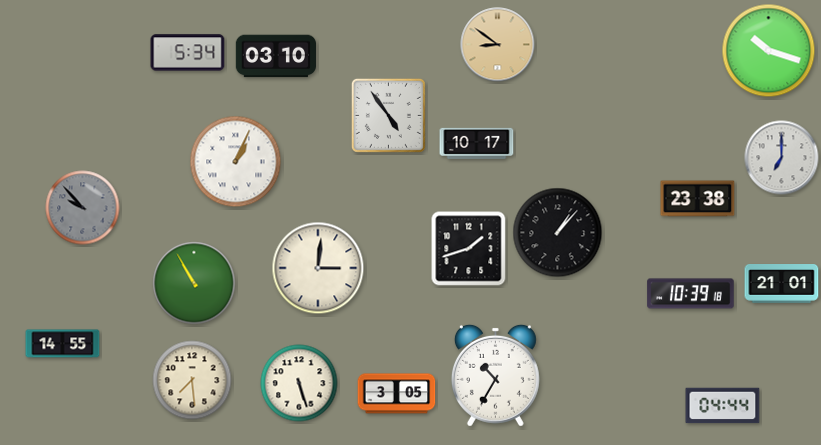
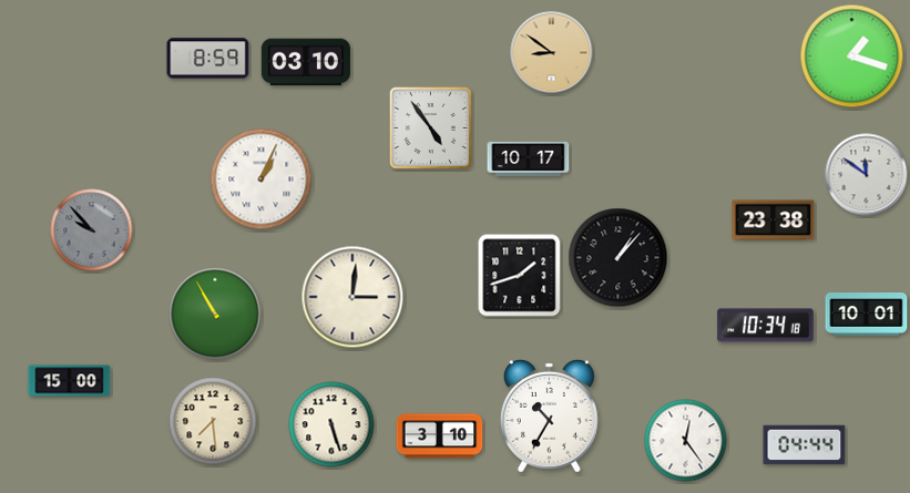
clock at (498, 45) position: (498, 45) -> (552, 53)
clock at (769, 51): 10:18 -> 1:18
clock at (188, 53): 5:34 -> 8:59
clock at (782, 158): 7:00 -> 11:51
clock at (782, 284): 21:01 -> 10:01
clock at (691, 294): 10:39 -> 10:34
clock at (63, 344): 14:55 -> 15:00
clock at (397, 394): 3:05 -> 3:10
clock at (686, 441): none -> 12:24
clock at (723, 406) position: (723, 406) -> (805, 445)
